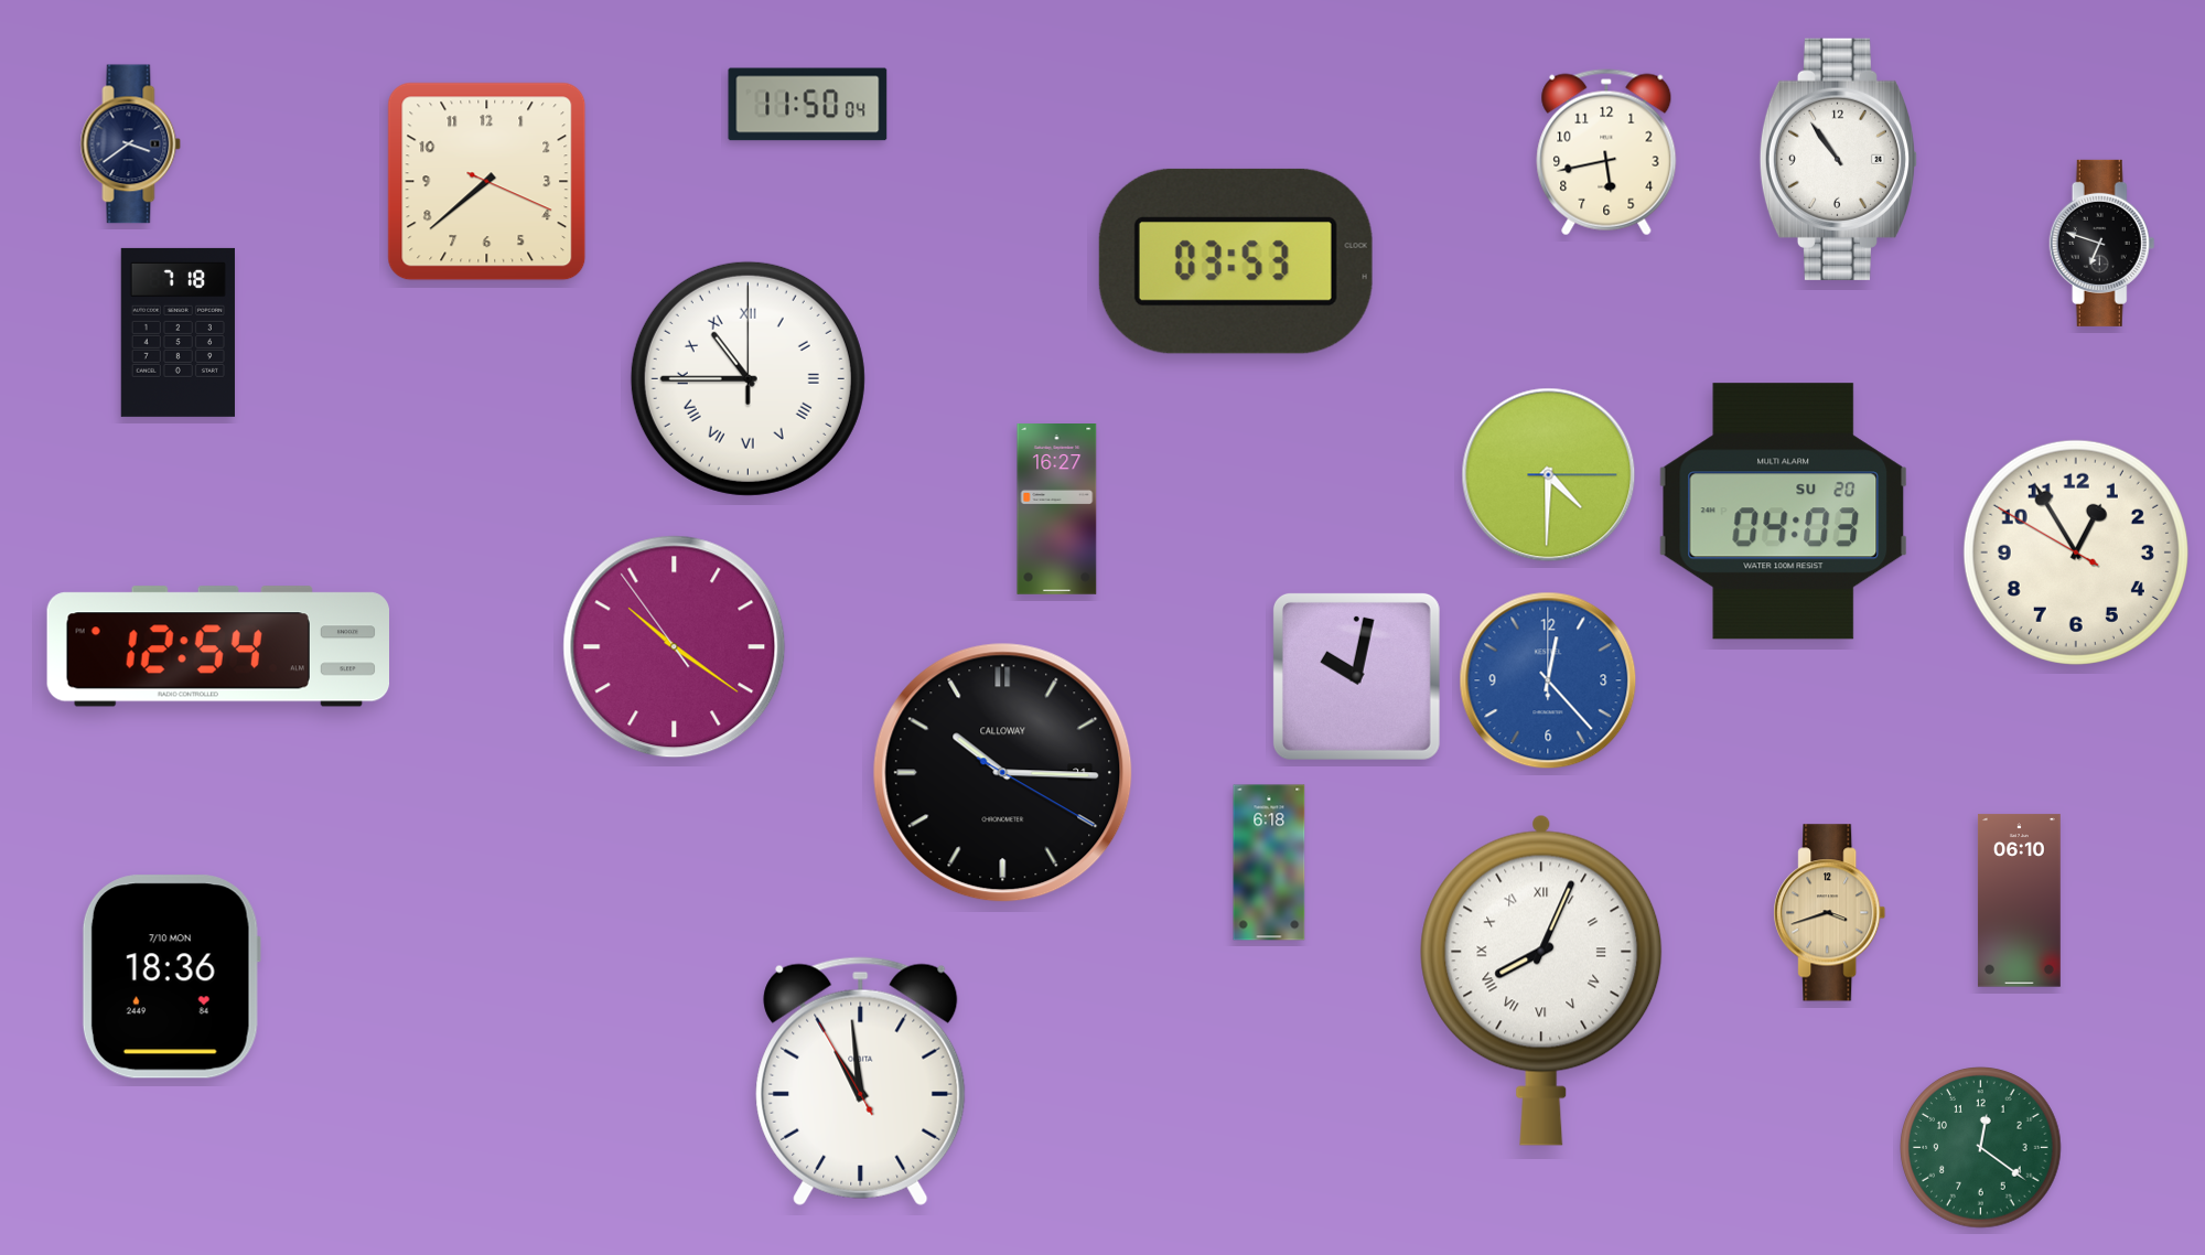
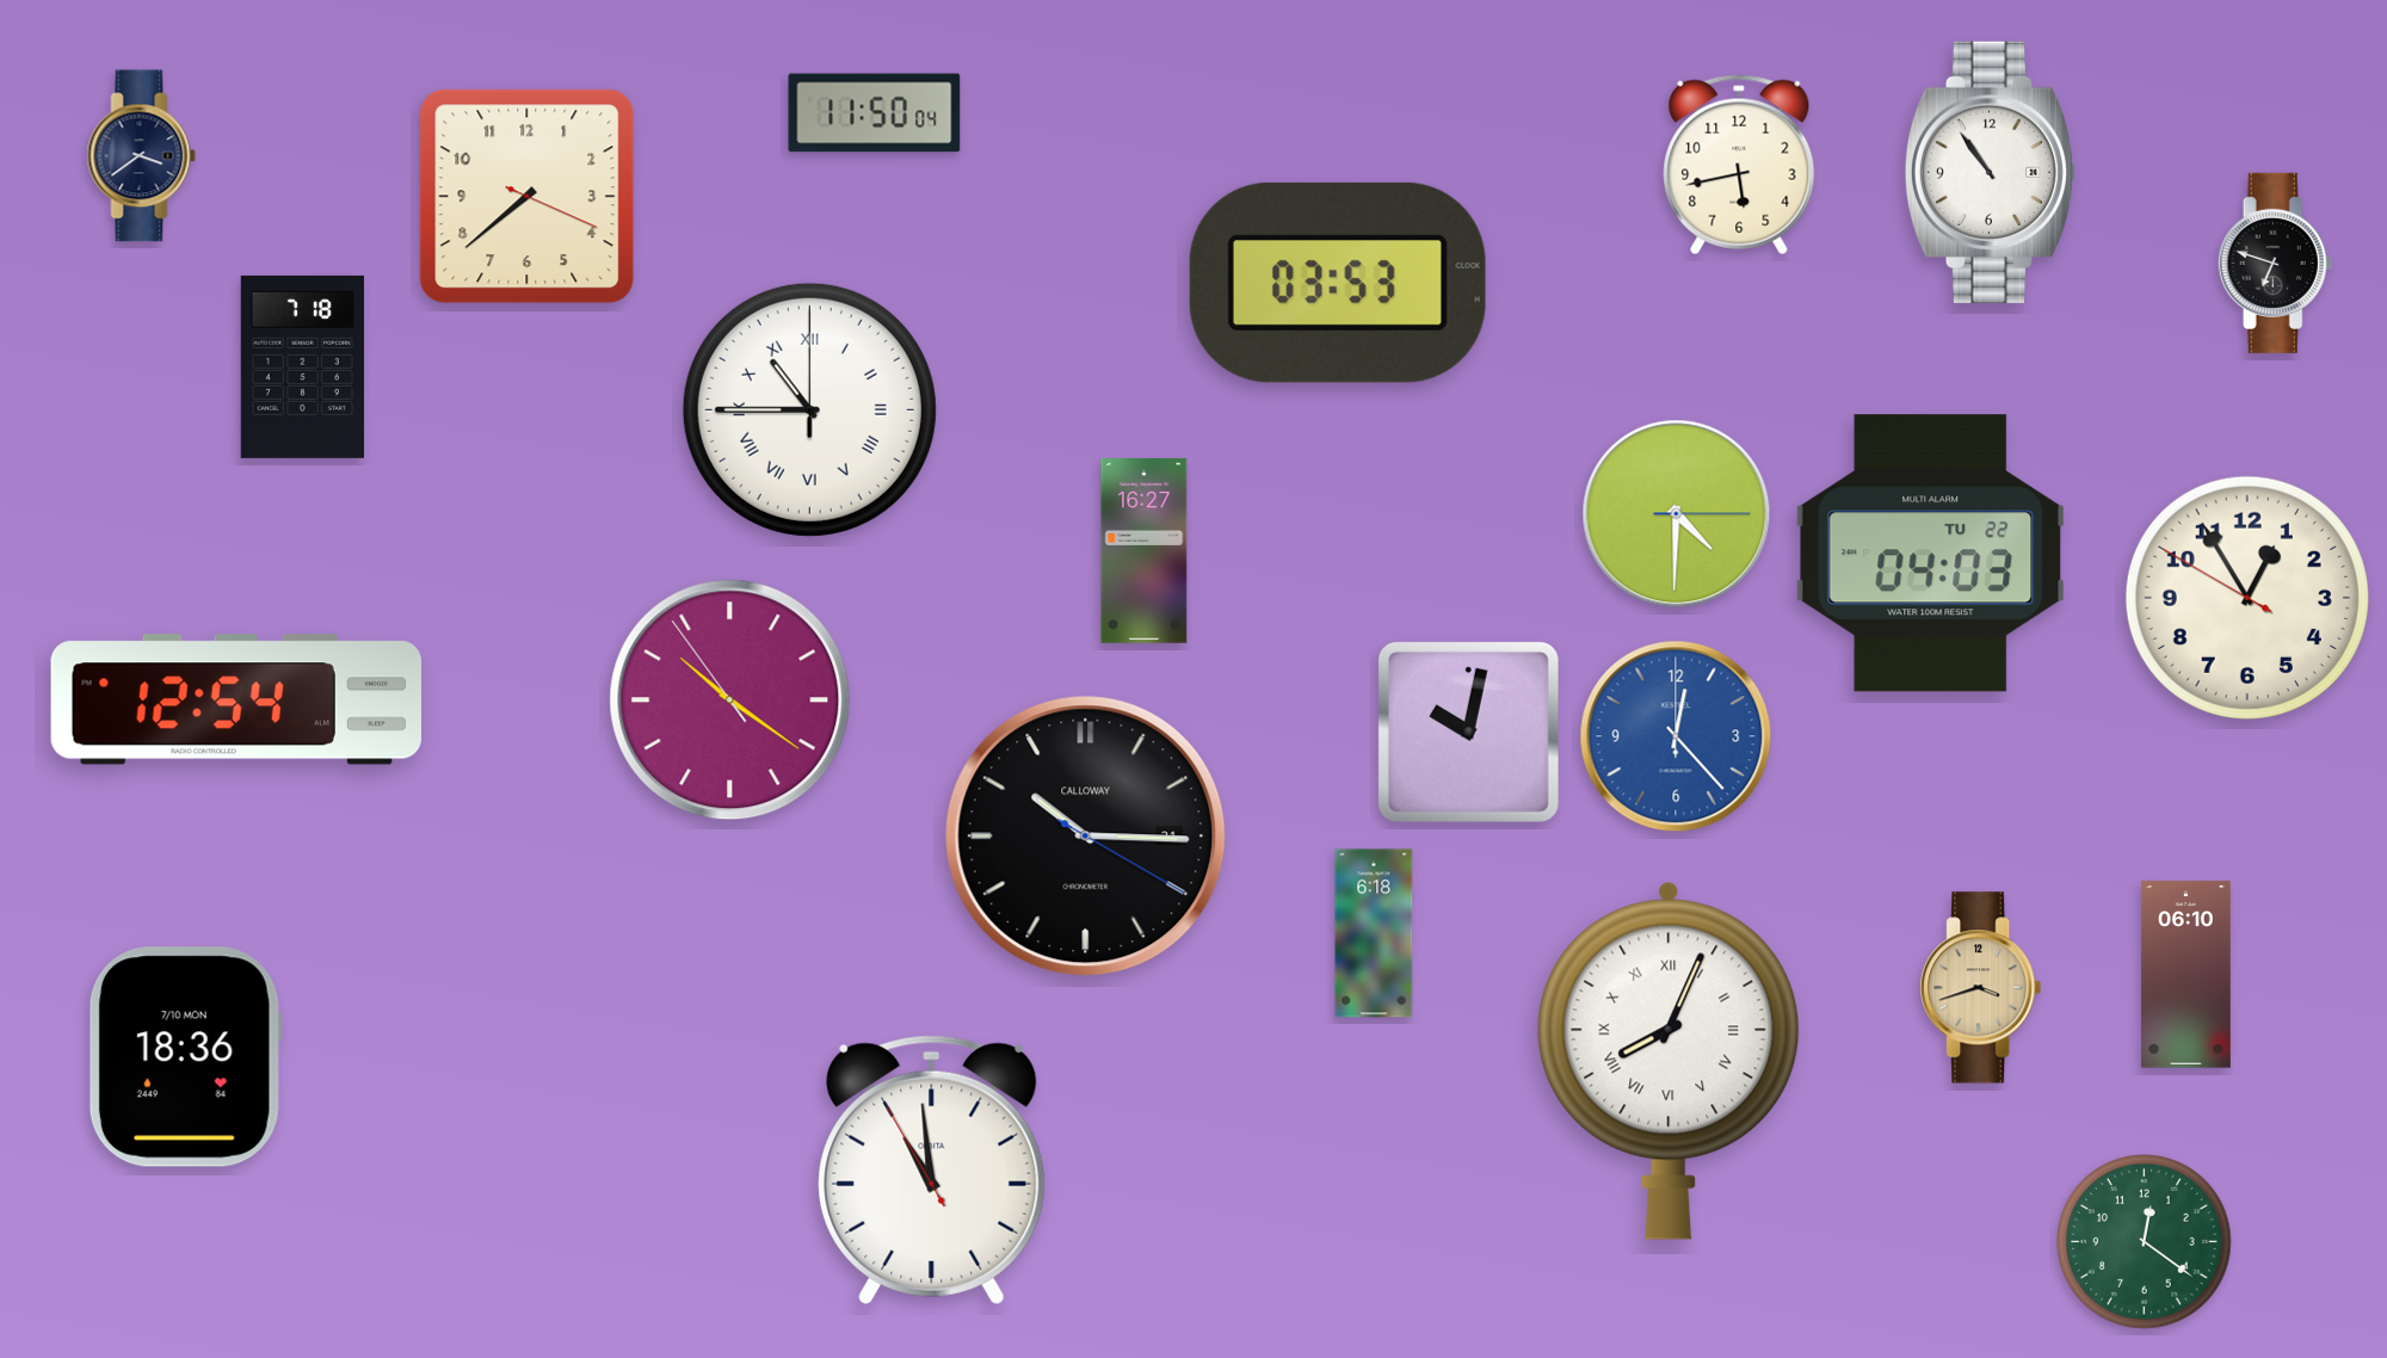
clock at (178, 332) position: (178, 332) -> (302, 366)
clock at (1784, 512) date: SU 20 -> TU 22
